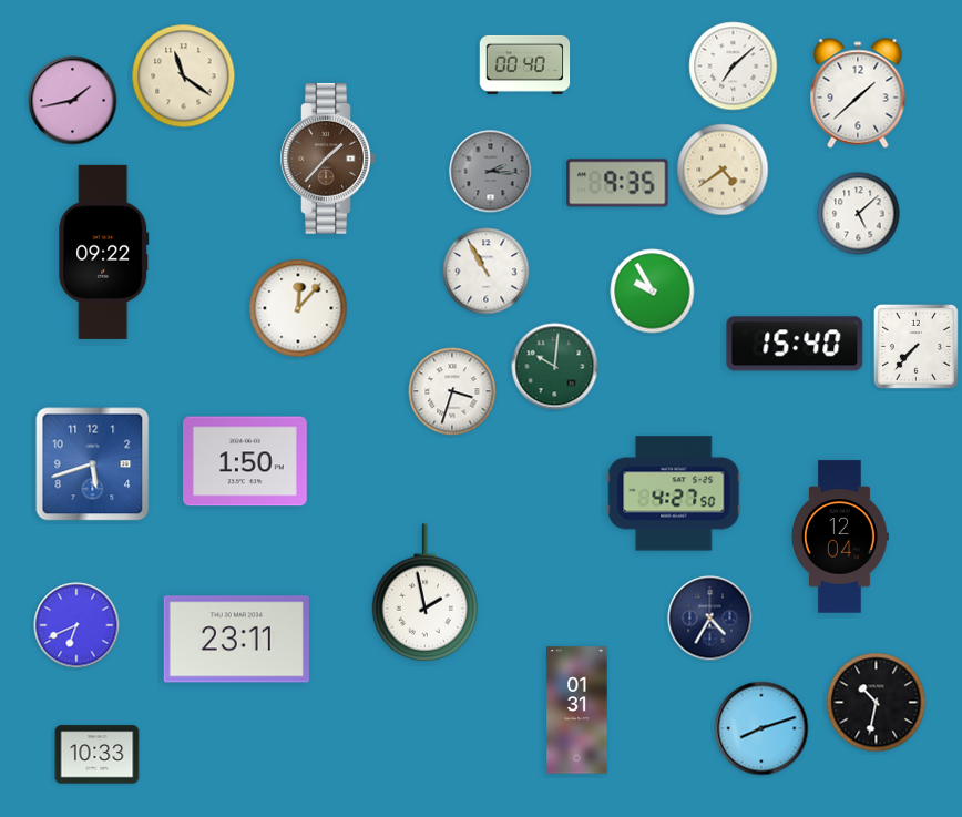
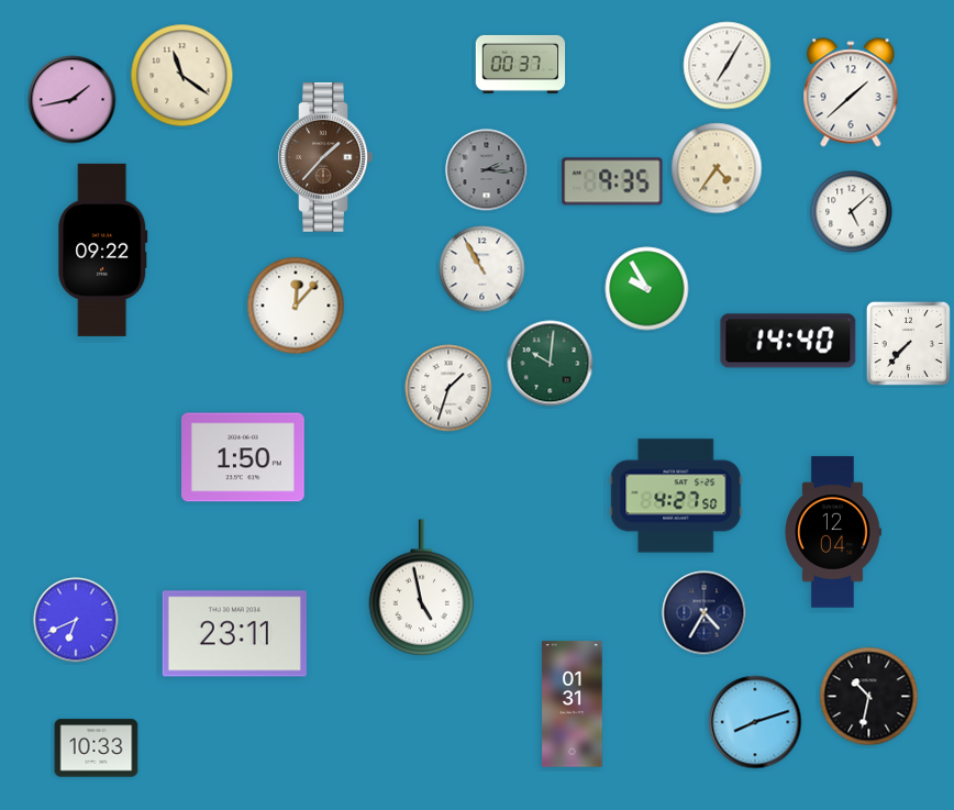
clock at (525, 64): 00:40 -> 00:37
clock at (734, 67): 7:08 -> 7:05
clock at (723, 170): 4:39 -> 4:36
clock at (795, 344): 15:40 -> 14:40
clock at (452, 391): 3:33 -> 1:33
clock at (93, 464): 5:42 -> none
clock at (674, 493) position: (674, 493) -> (676, 496)
clock at (426, 593): 1:58 -> 4:58
